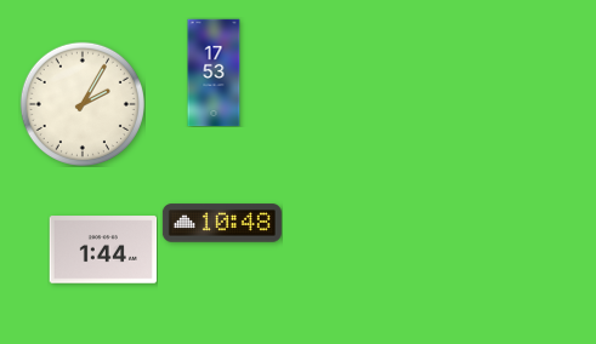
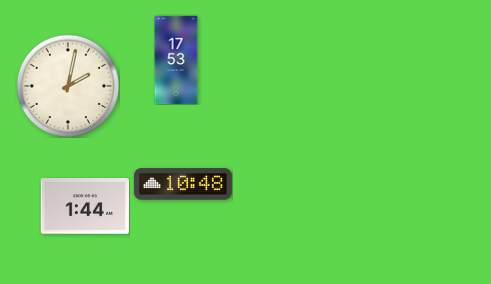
clock at (83, 104): 2:05 -> 2:02
